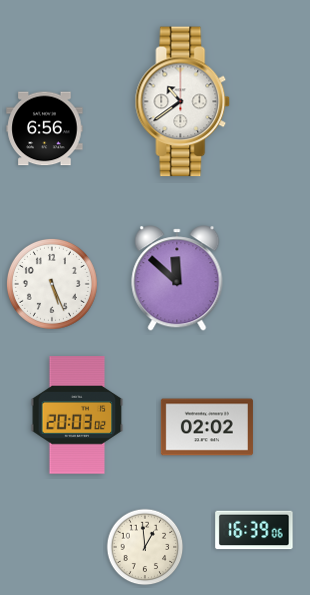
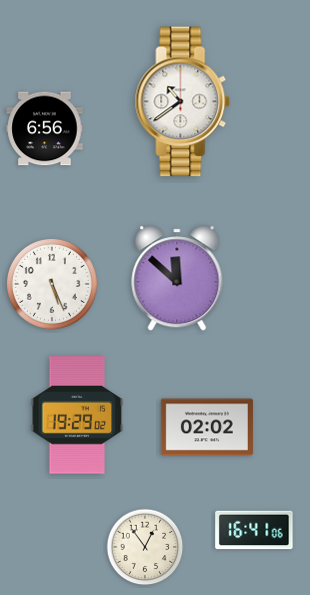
clock at (77, 415): 20:03 -> 19:29
clock at (254, 530): 16:39 -> 16:41
clock at (145, 547): 12:59 -> 12:54
